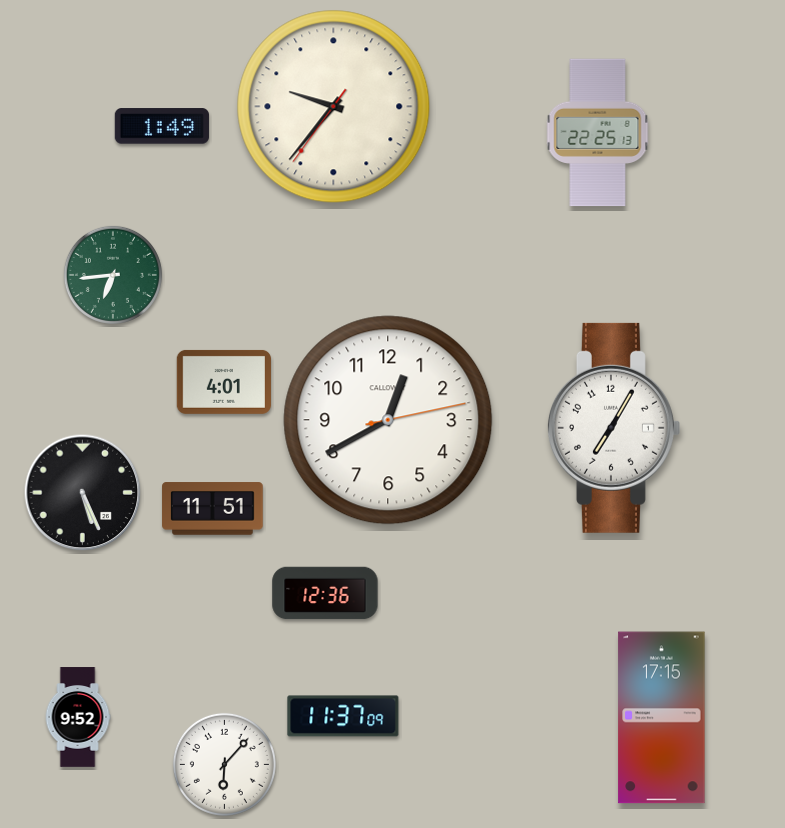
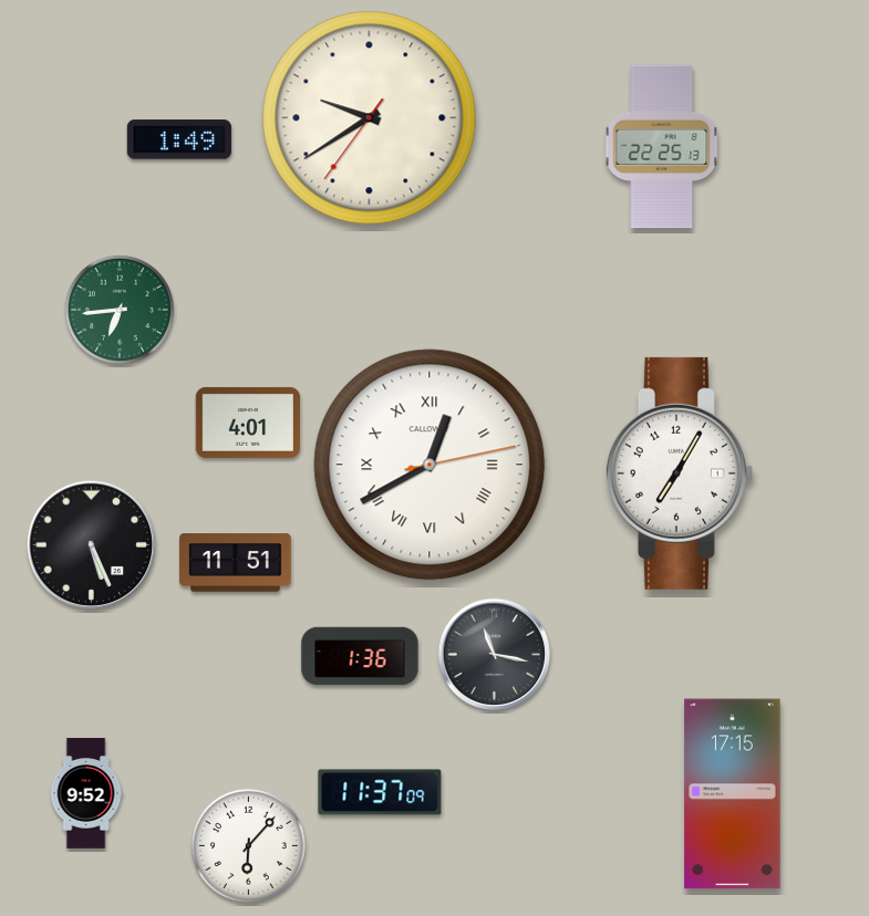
clock at (334, 107): 9:36 -> 9:39
clock at (113, 275) position: (113, 275) -> (120, 310)
clock at (388, 420) numerals: Arabic -> Roman
clock at (495, 655): none -> 11:17
clock at (325, 593): 12:36 -> 1:36
